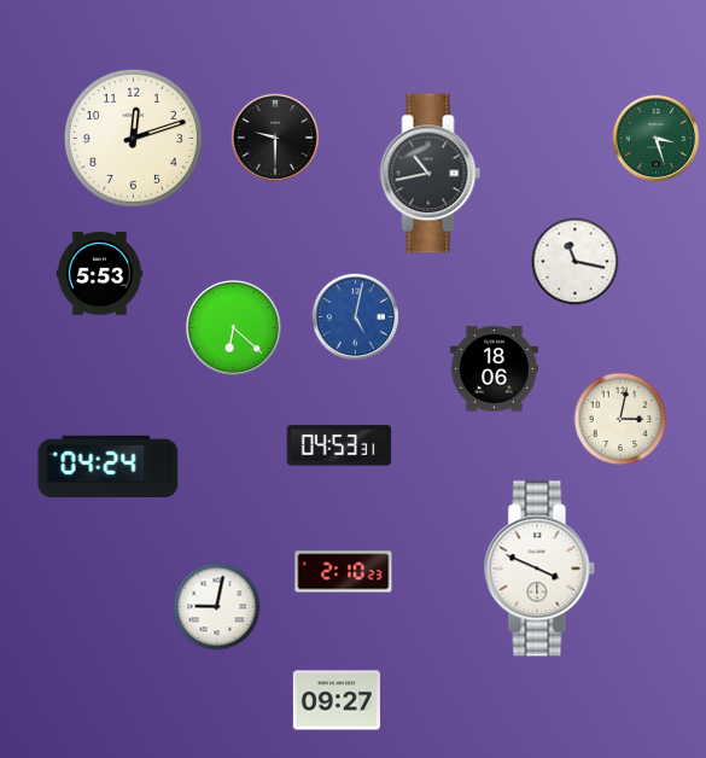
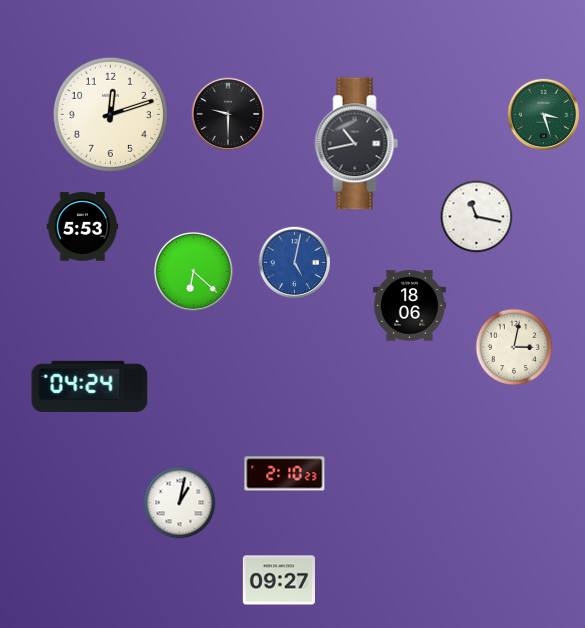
clock at (339, 445): 04:53 -> none
clock at (539, 568): 3:49 -> none
clock at (217, 607): 9:02 -> 1:02
